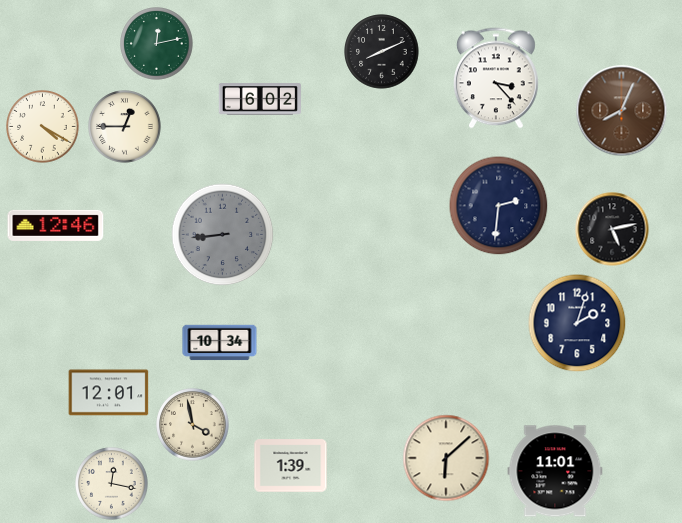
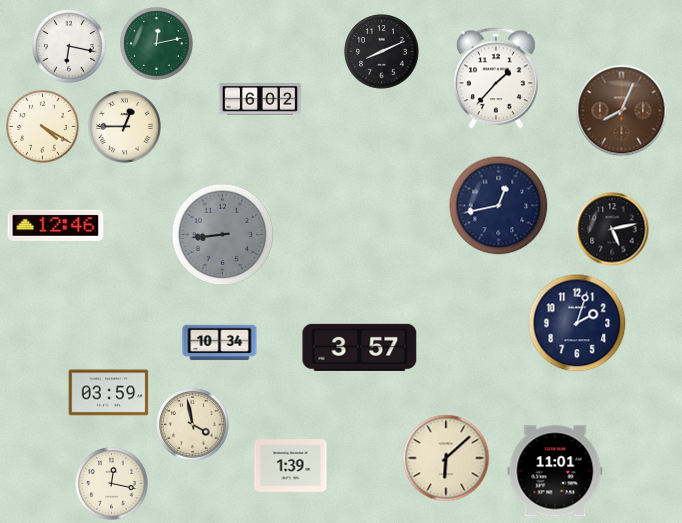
clock at (69, 46): none -> 6:17
clock at (496, 78): 3:23 -> 1:37
clock at (499, 206): 2:31 -> 12:43
clock at (360, 347): none -> 3:57
clock at (109, 393): 12:01 -> 03:59
